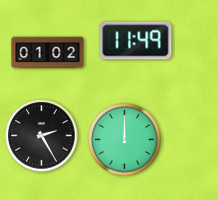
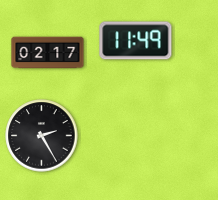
clock at (48, 53): 01:02 -> 02:17
clock at (125, 140): 12:00 -> none
